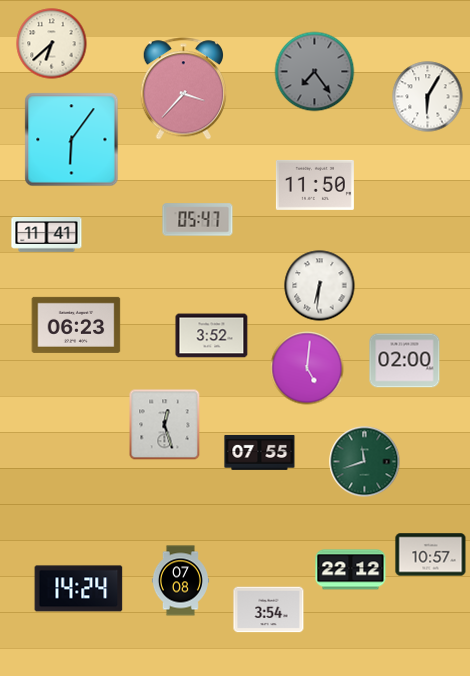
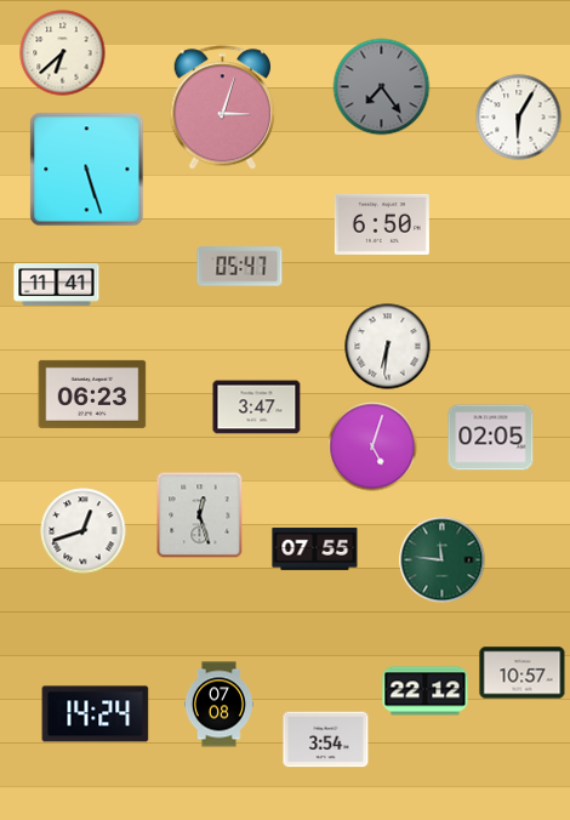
clock at (184, 89): 3:37 -> 3:03
clock at (72, 140): 6:06 -> 5:27
clock at (315, 185): 11:50 -> 6:50
clock at (212, 336): 3:52 -> 3:47
clock at (405, 361): 02:00 -> 02:05
clock at (307, 368): 5:01 -> 5:03
clock at (84, 531): none -> 12:42
clock at (365, 462): 11:42 -> 11:46
